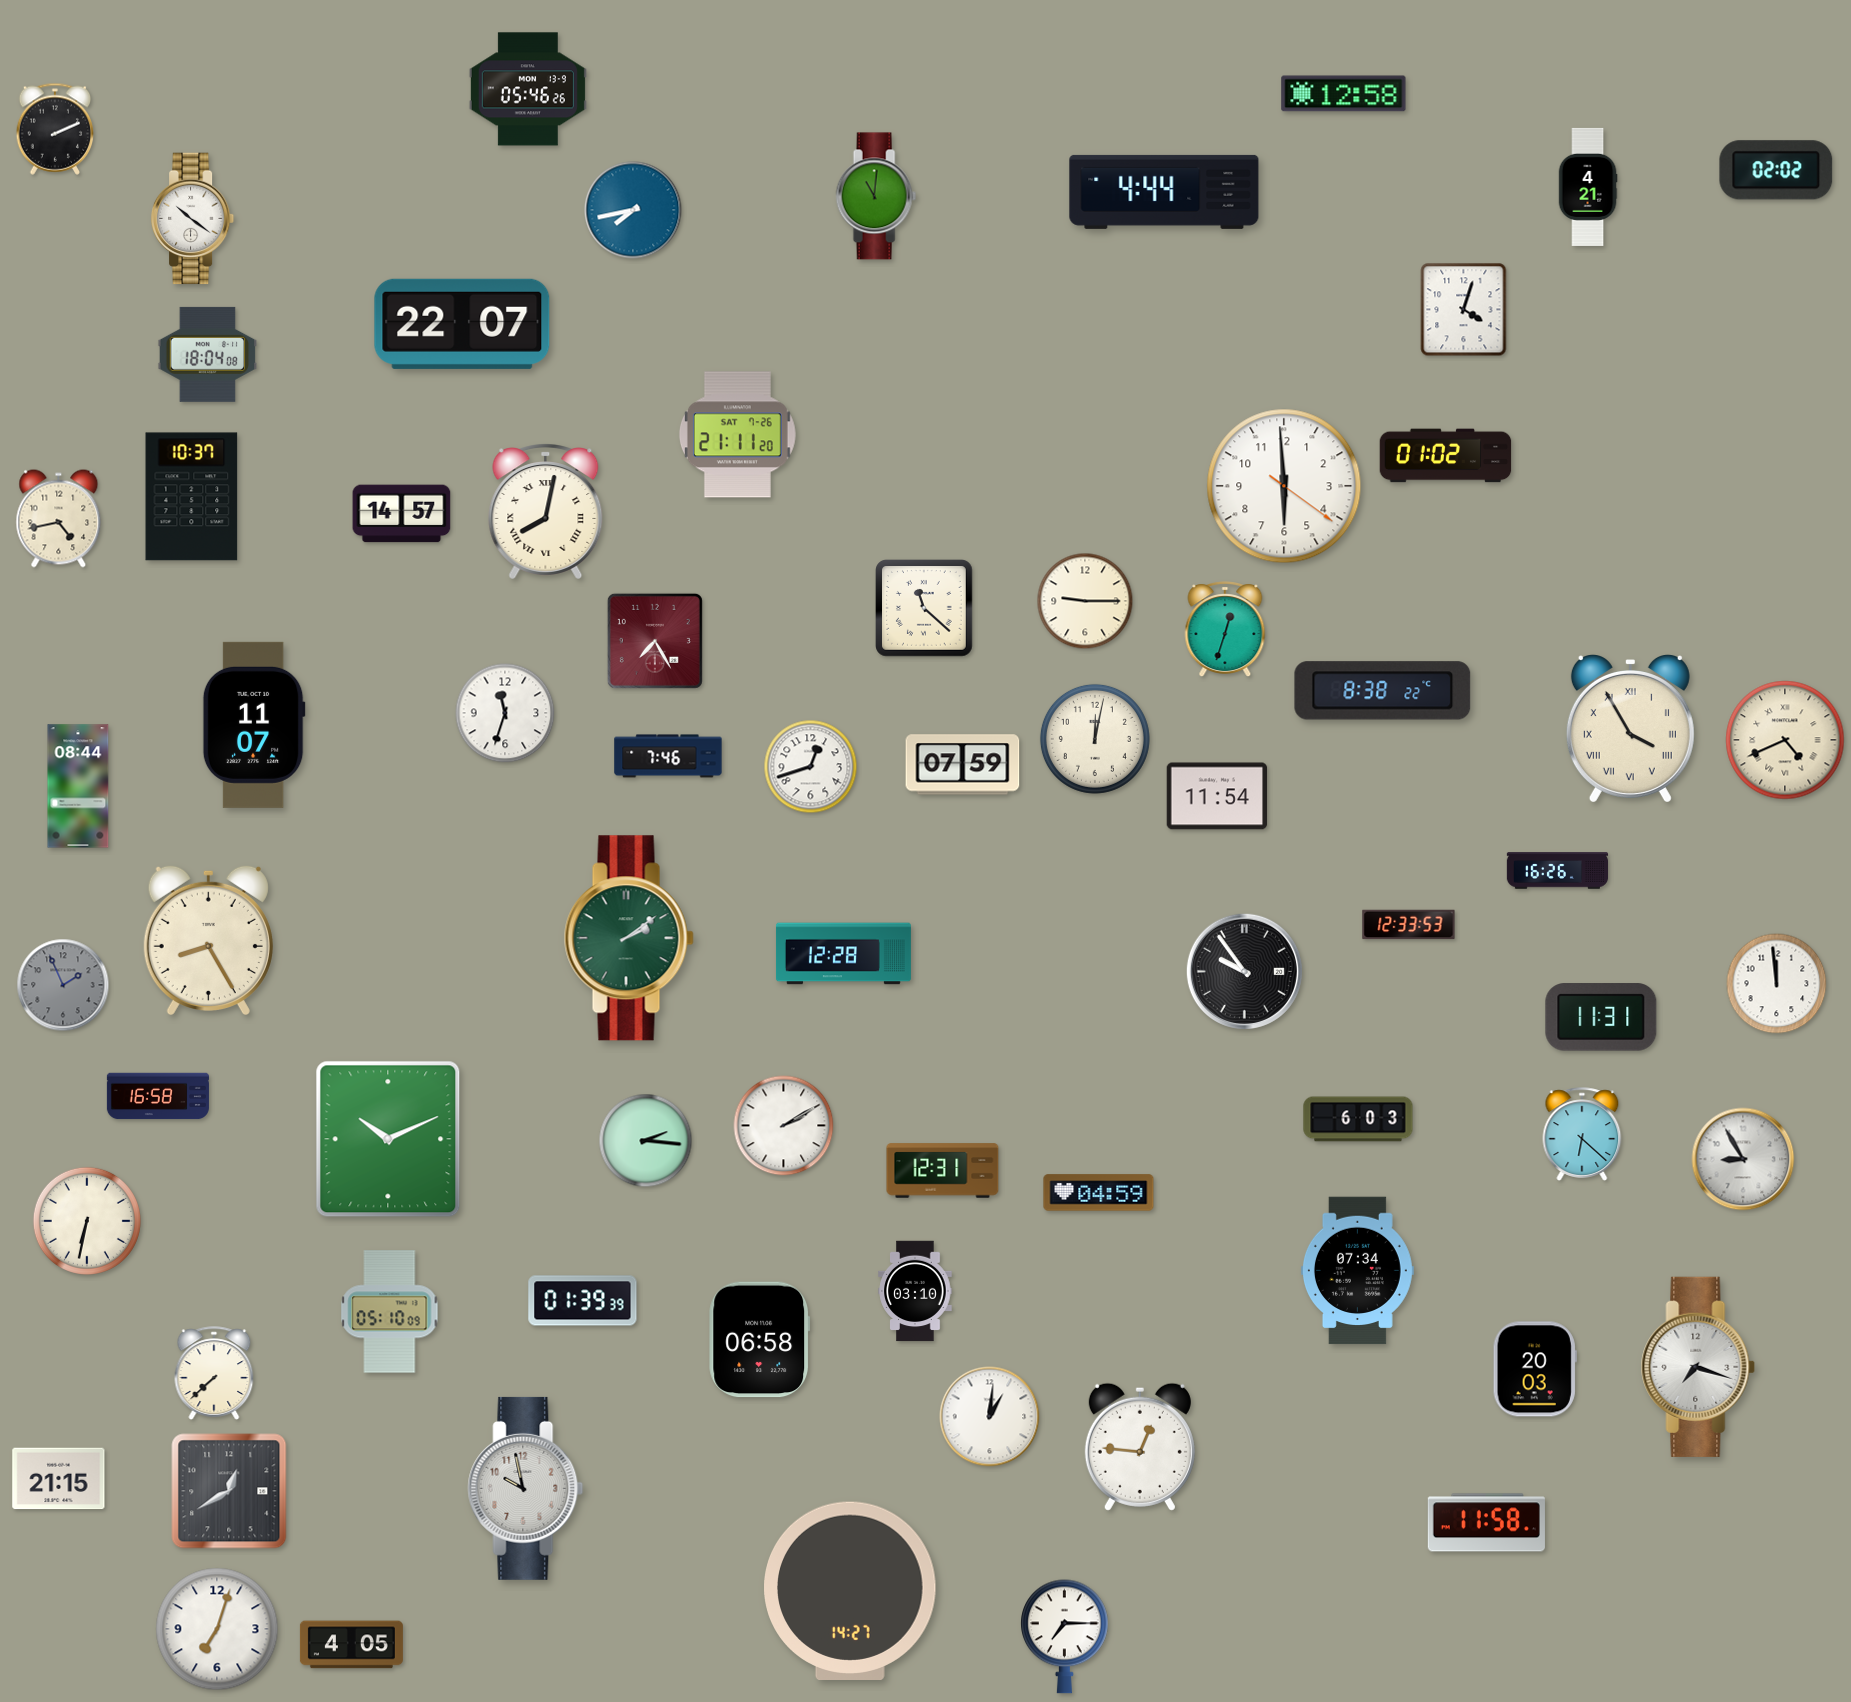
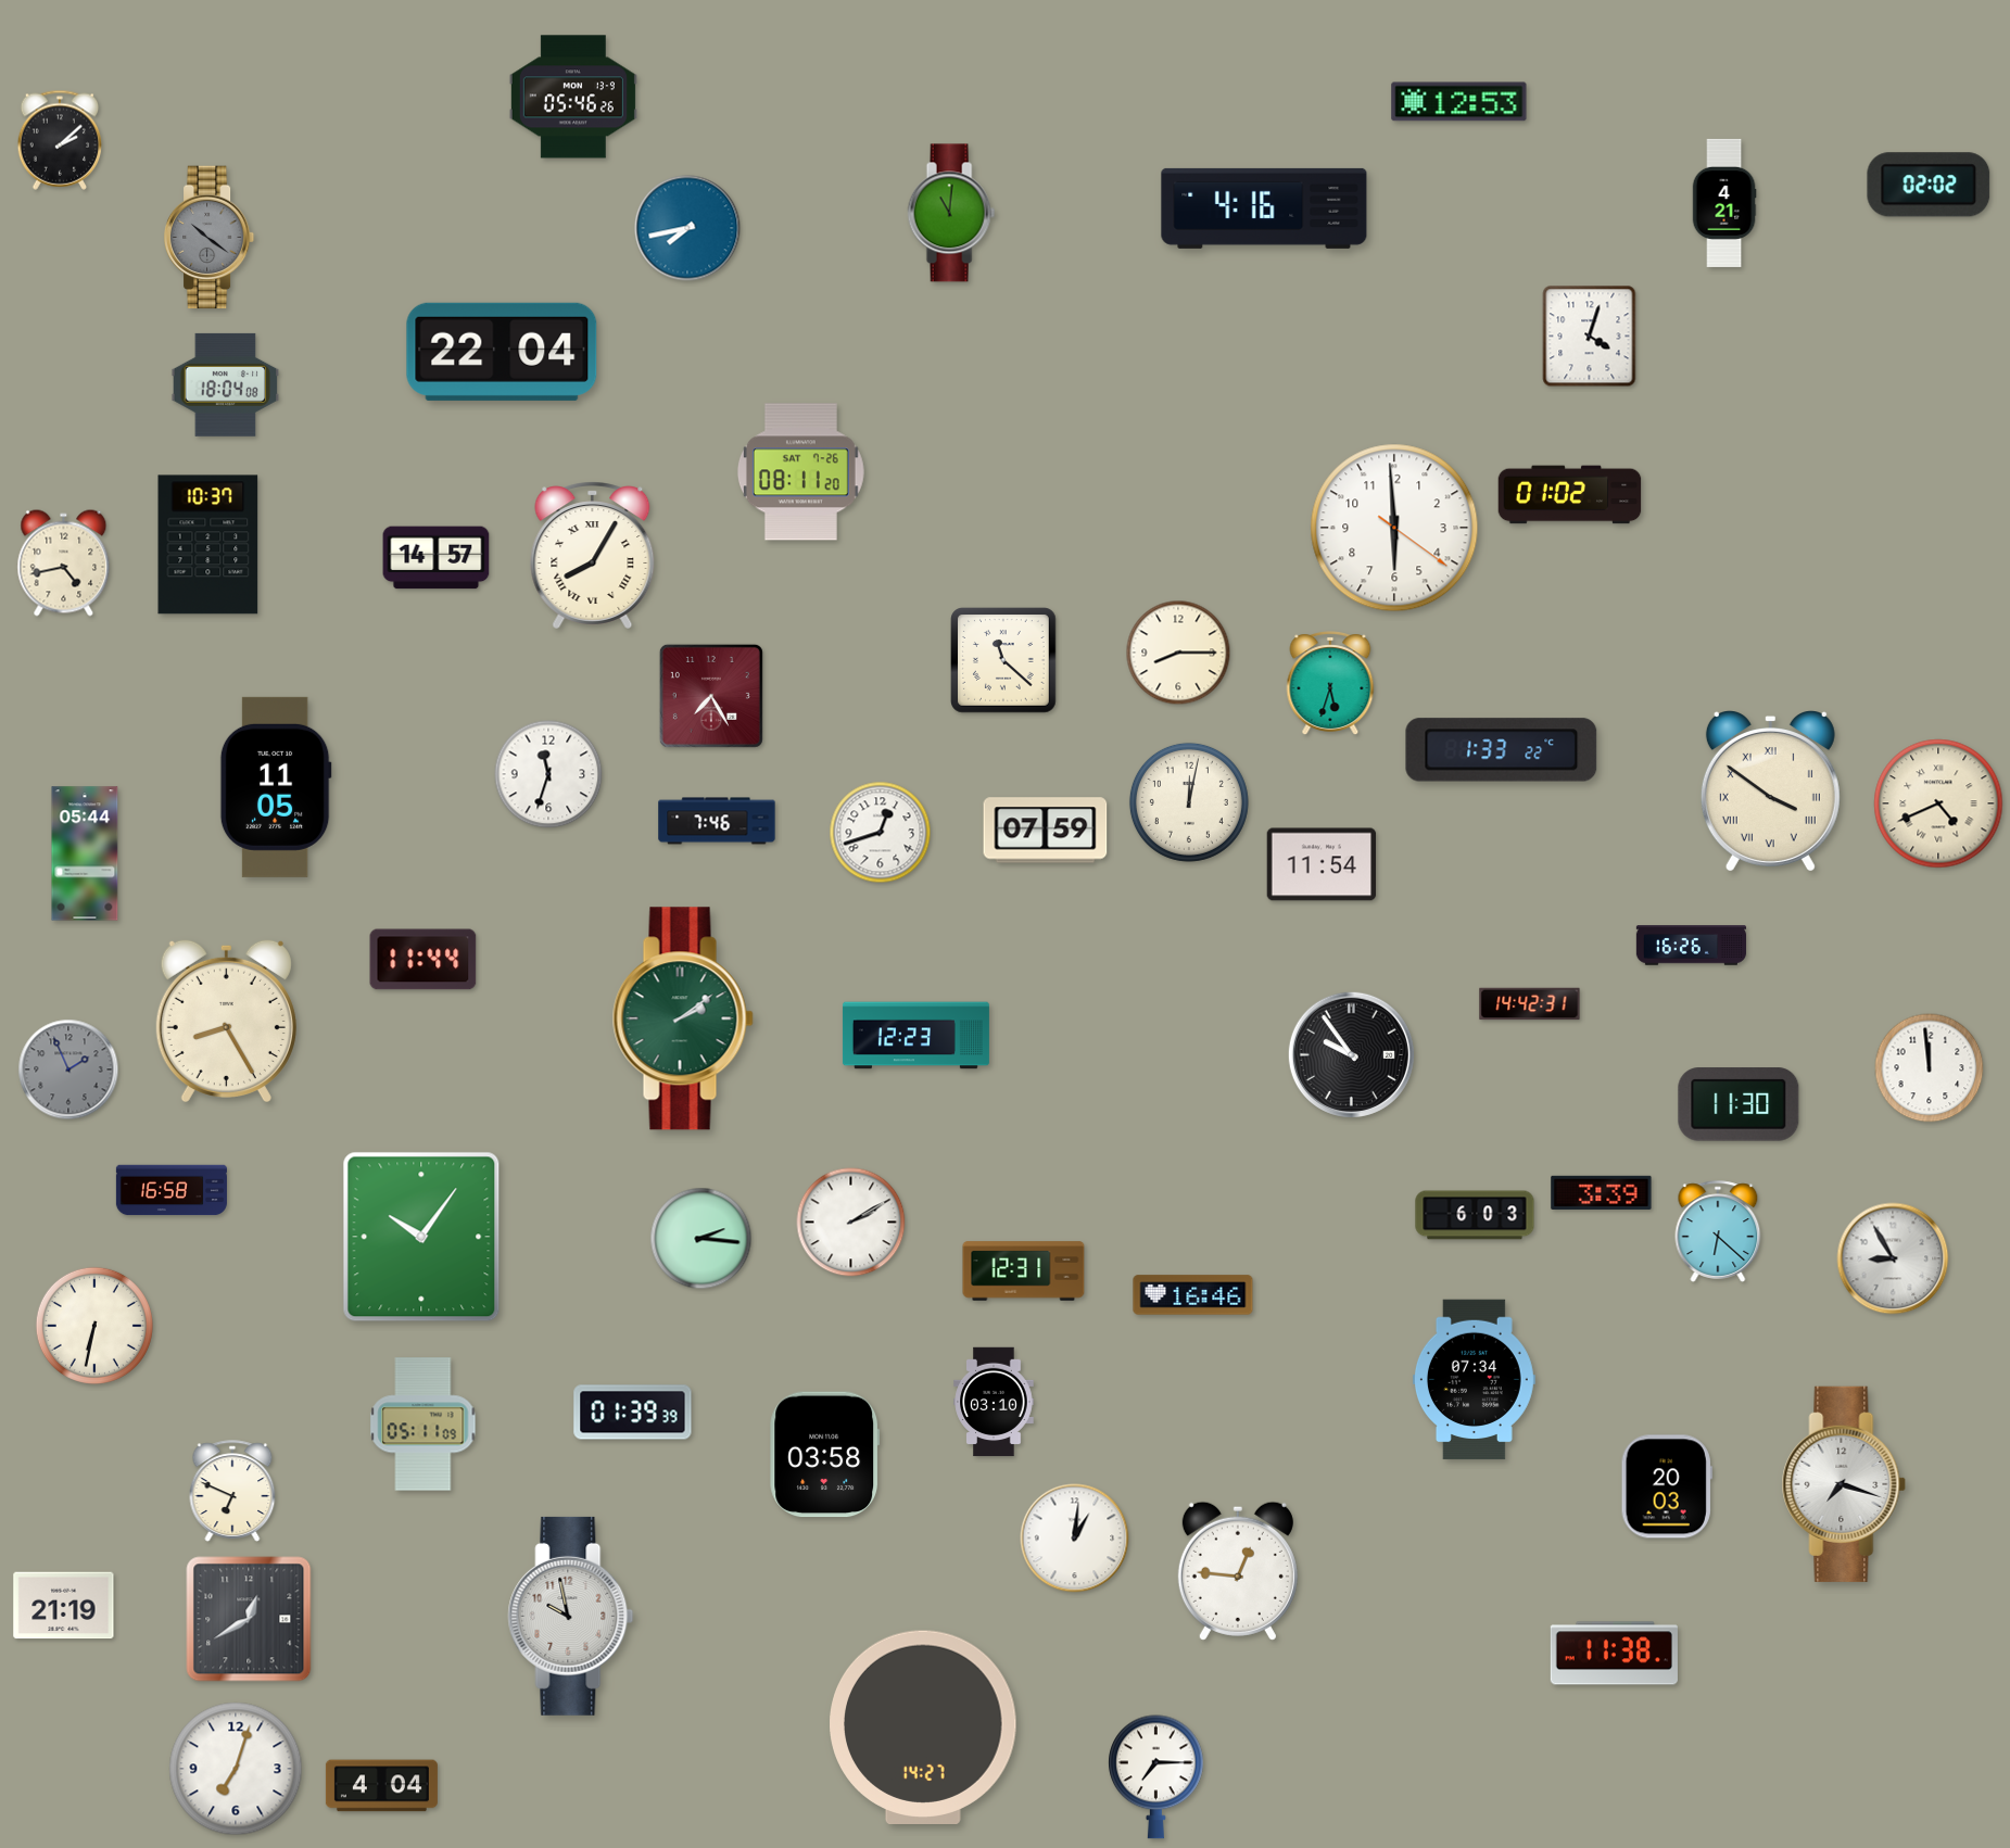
clock at (1344, 94): 12:58 -> 12:53
clock at (55, 129): 2:11 -> 2:08
clock at (1164, 192): 4:44 -> 4:16
clock at (193, 219) dial: white -> grey
clock at (462, 324): 22:07 -> 22:04
clock at (737, 435): 21:11 -> 08:11
clock at (192, 497) position: (192, 497) -> (208, 545)
clock at (546, 511): 8:02 -> 8:05
clock at (1085, 601): 9:15 -> 8:15
clock at (1225, 629): 12:33 -> 5:33
clock at (1383, 691): 8:38 -> 1:33
clock at (254, 725): 11:07 -> 11:05
clock at (1630, 729): 3:55 -> 3:51
clock at (668, 756) position: (668, 756) -> (717, 821)
clock at (78, 786): 08:44 -> 05:44
clock at (424, 960): none -> 11:44
clock at (1409, 925): 12:33 -> 14:42
clock at (843, 954): 12:28 -> 12:23
clock at (1601, 1017): 11:31 -> 11:30
clock at (1602, 1192): none -> 3:39
clock at (388, 1139): 10:11 -> 10:06
clock at (1099, 1193): 04:59 -> 16:46
clock at (390, 1312): 05:10 -> 05:11
clock at (760, 1340): 06:58 -> 03:58
clock at (214, 1373): 7:38 -> 6:49
clock at (59, 1479): 21:15 -> 21:19
clock at (1486, 1523): 11:58 -> 11:38
clock at (351, 1645): 4:05 -> 4:04
